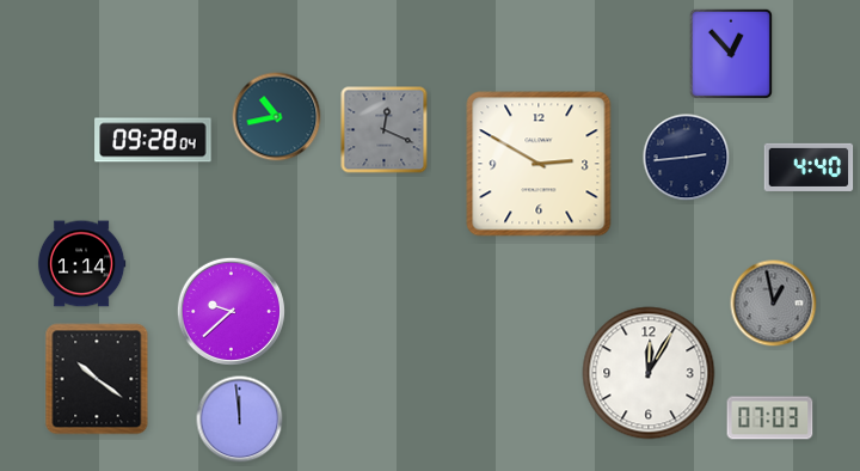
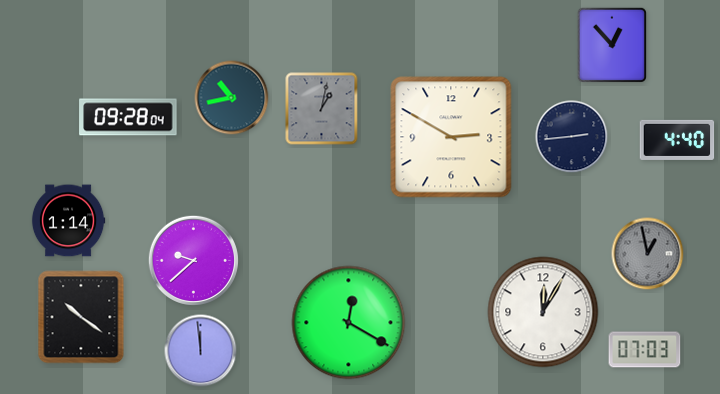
clock at (385, 130): 12:19 -> 1:02
clock at (687, 158) position: (687, 158) -> (572, 137)
clock at (349, 323): none -> 12:20
